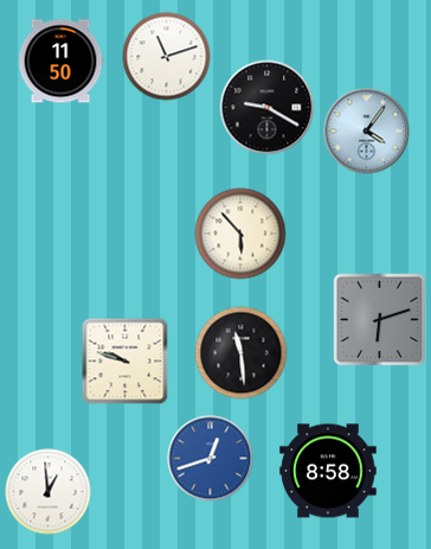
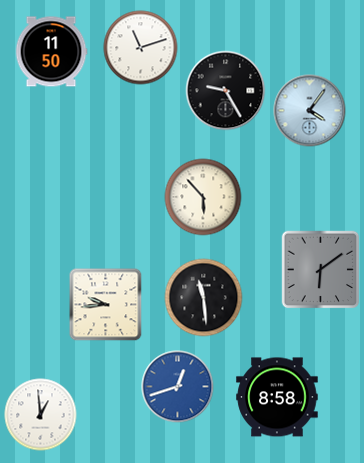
clock at (268, 108): 9:20 -> 9:25
clock at (380, 320): 6:12 -> 6:09
clock at (126, 362): 9:48 -> 9:44
